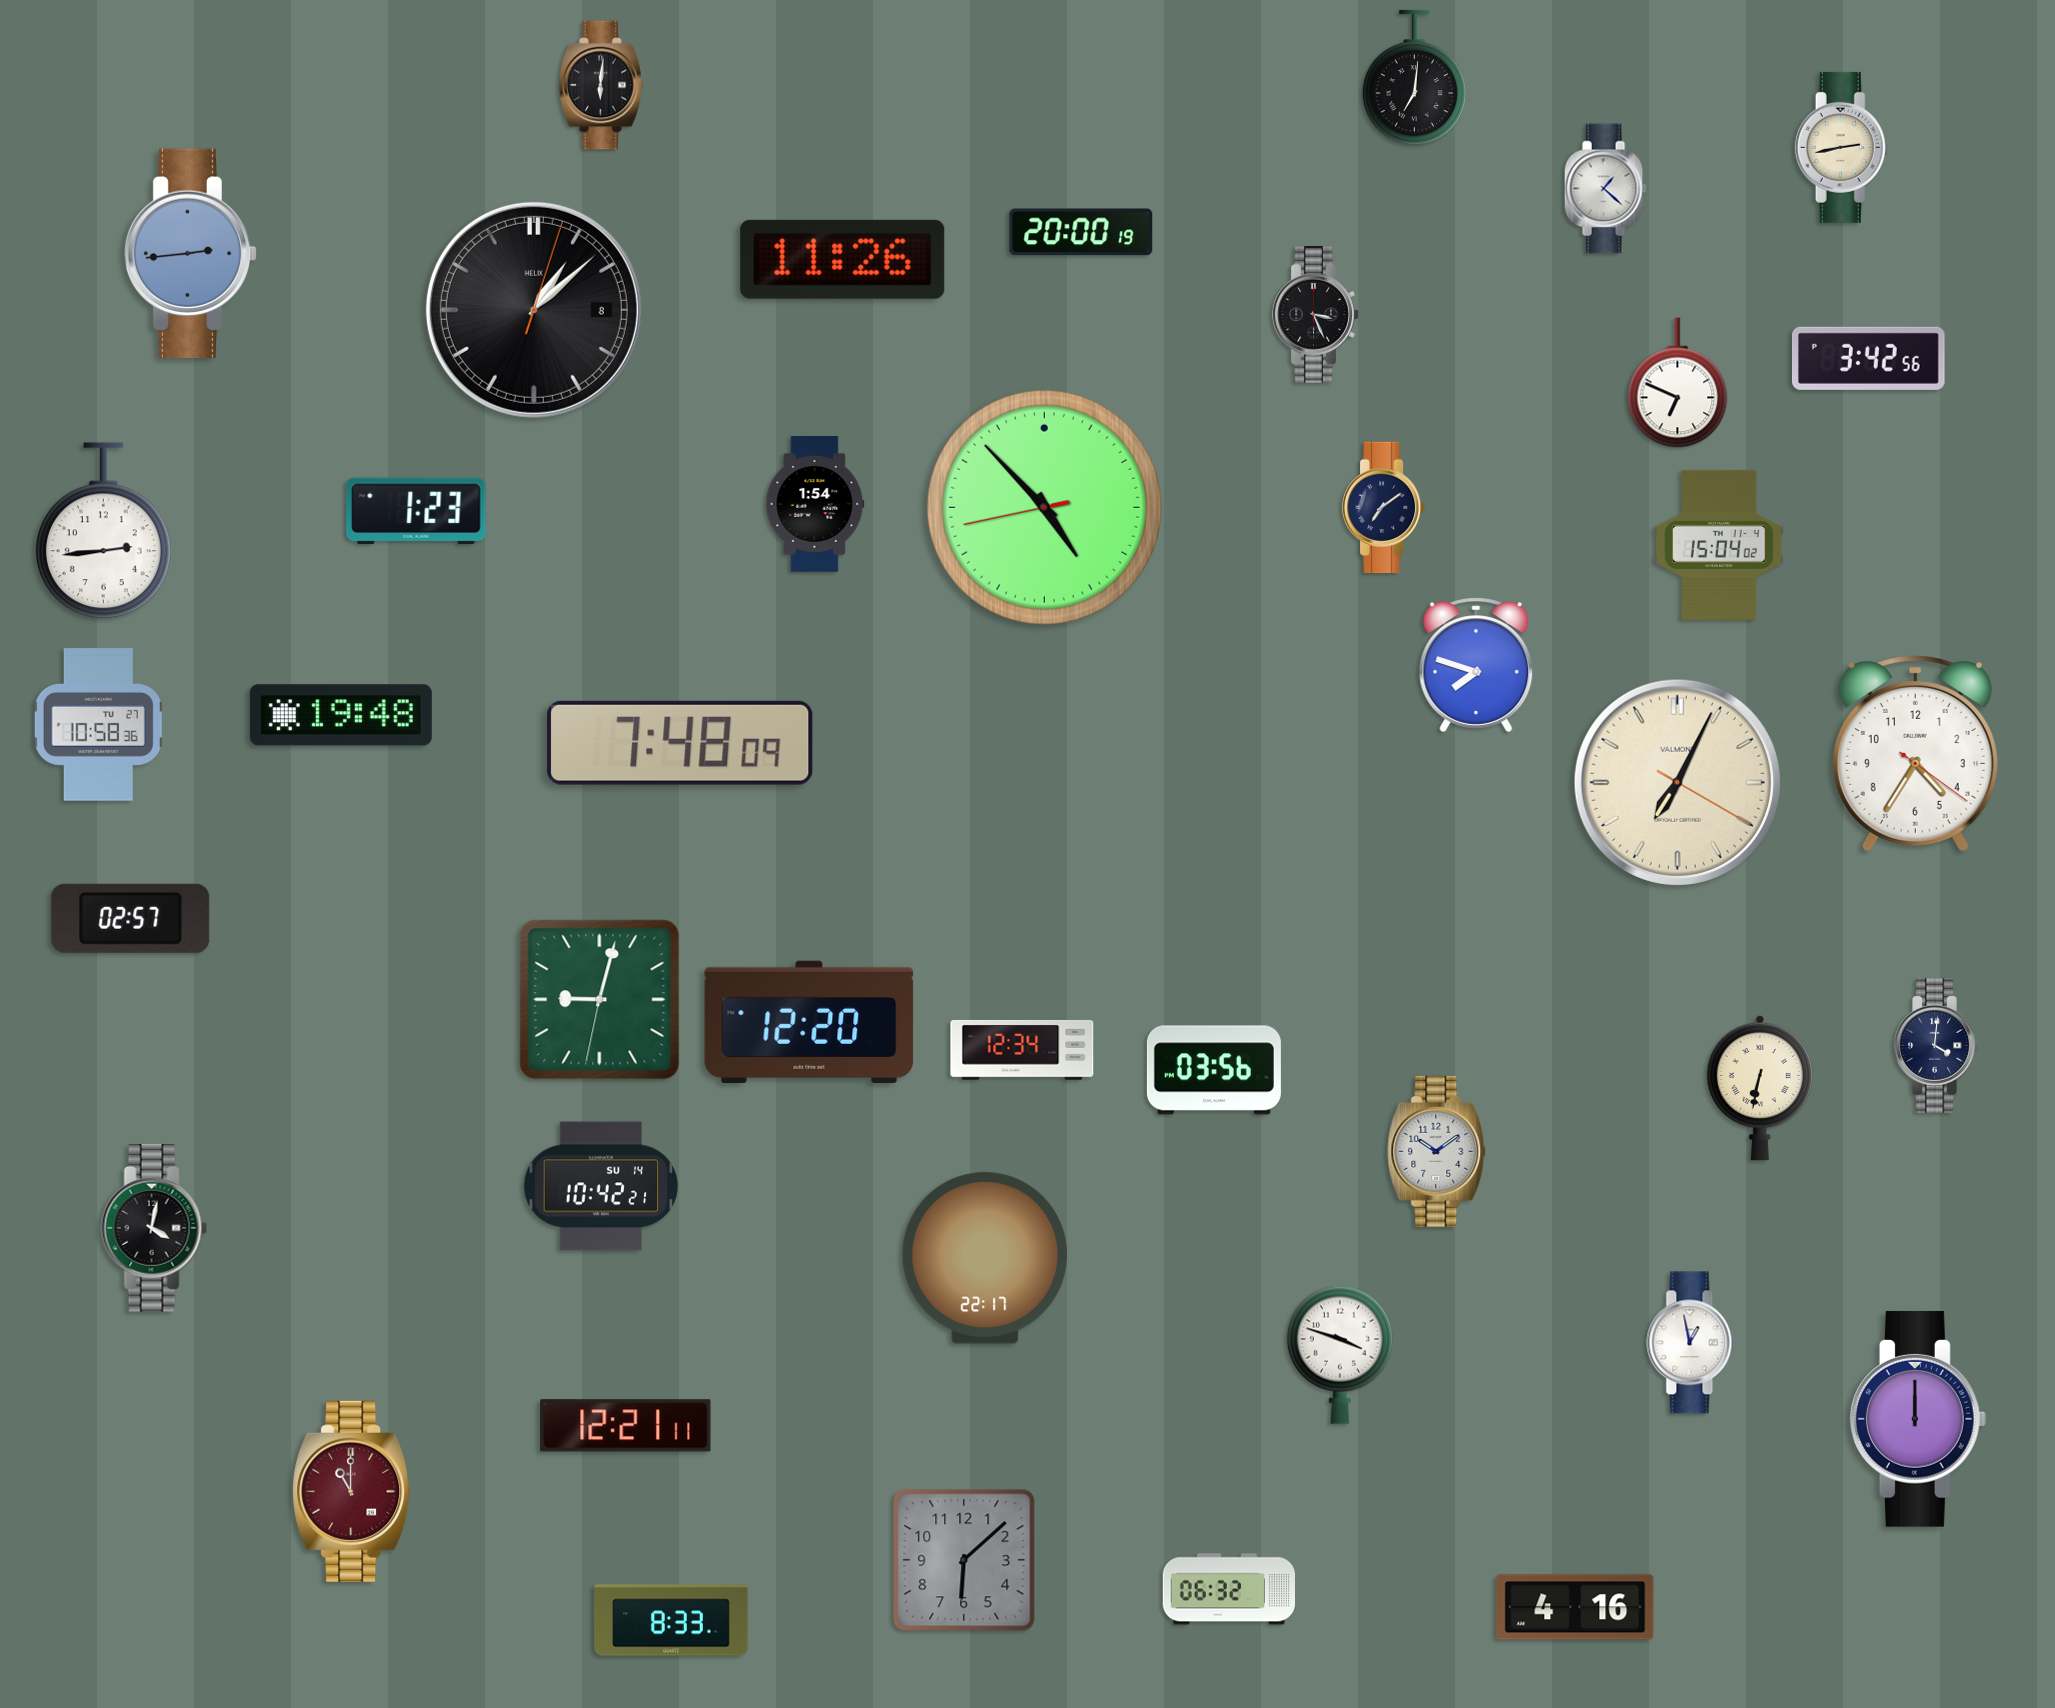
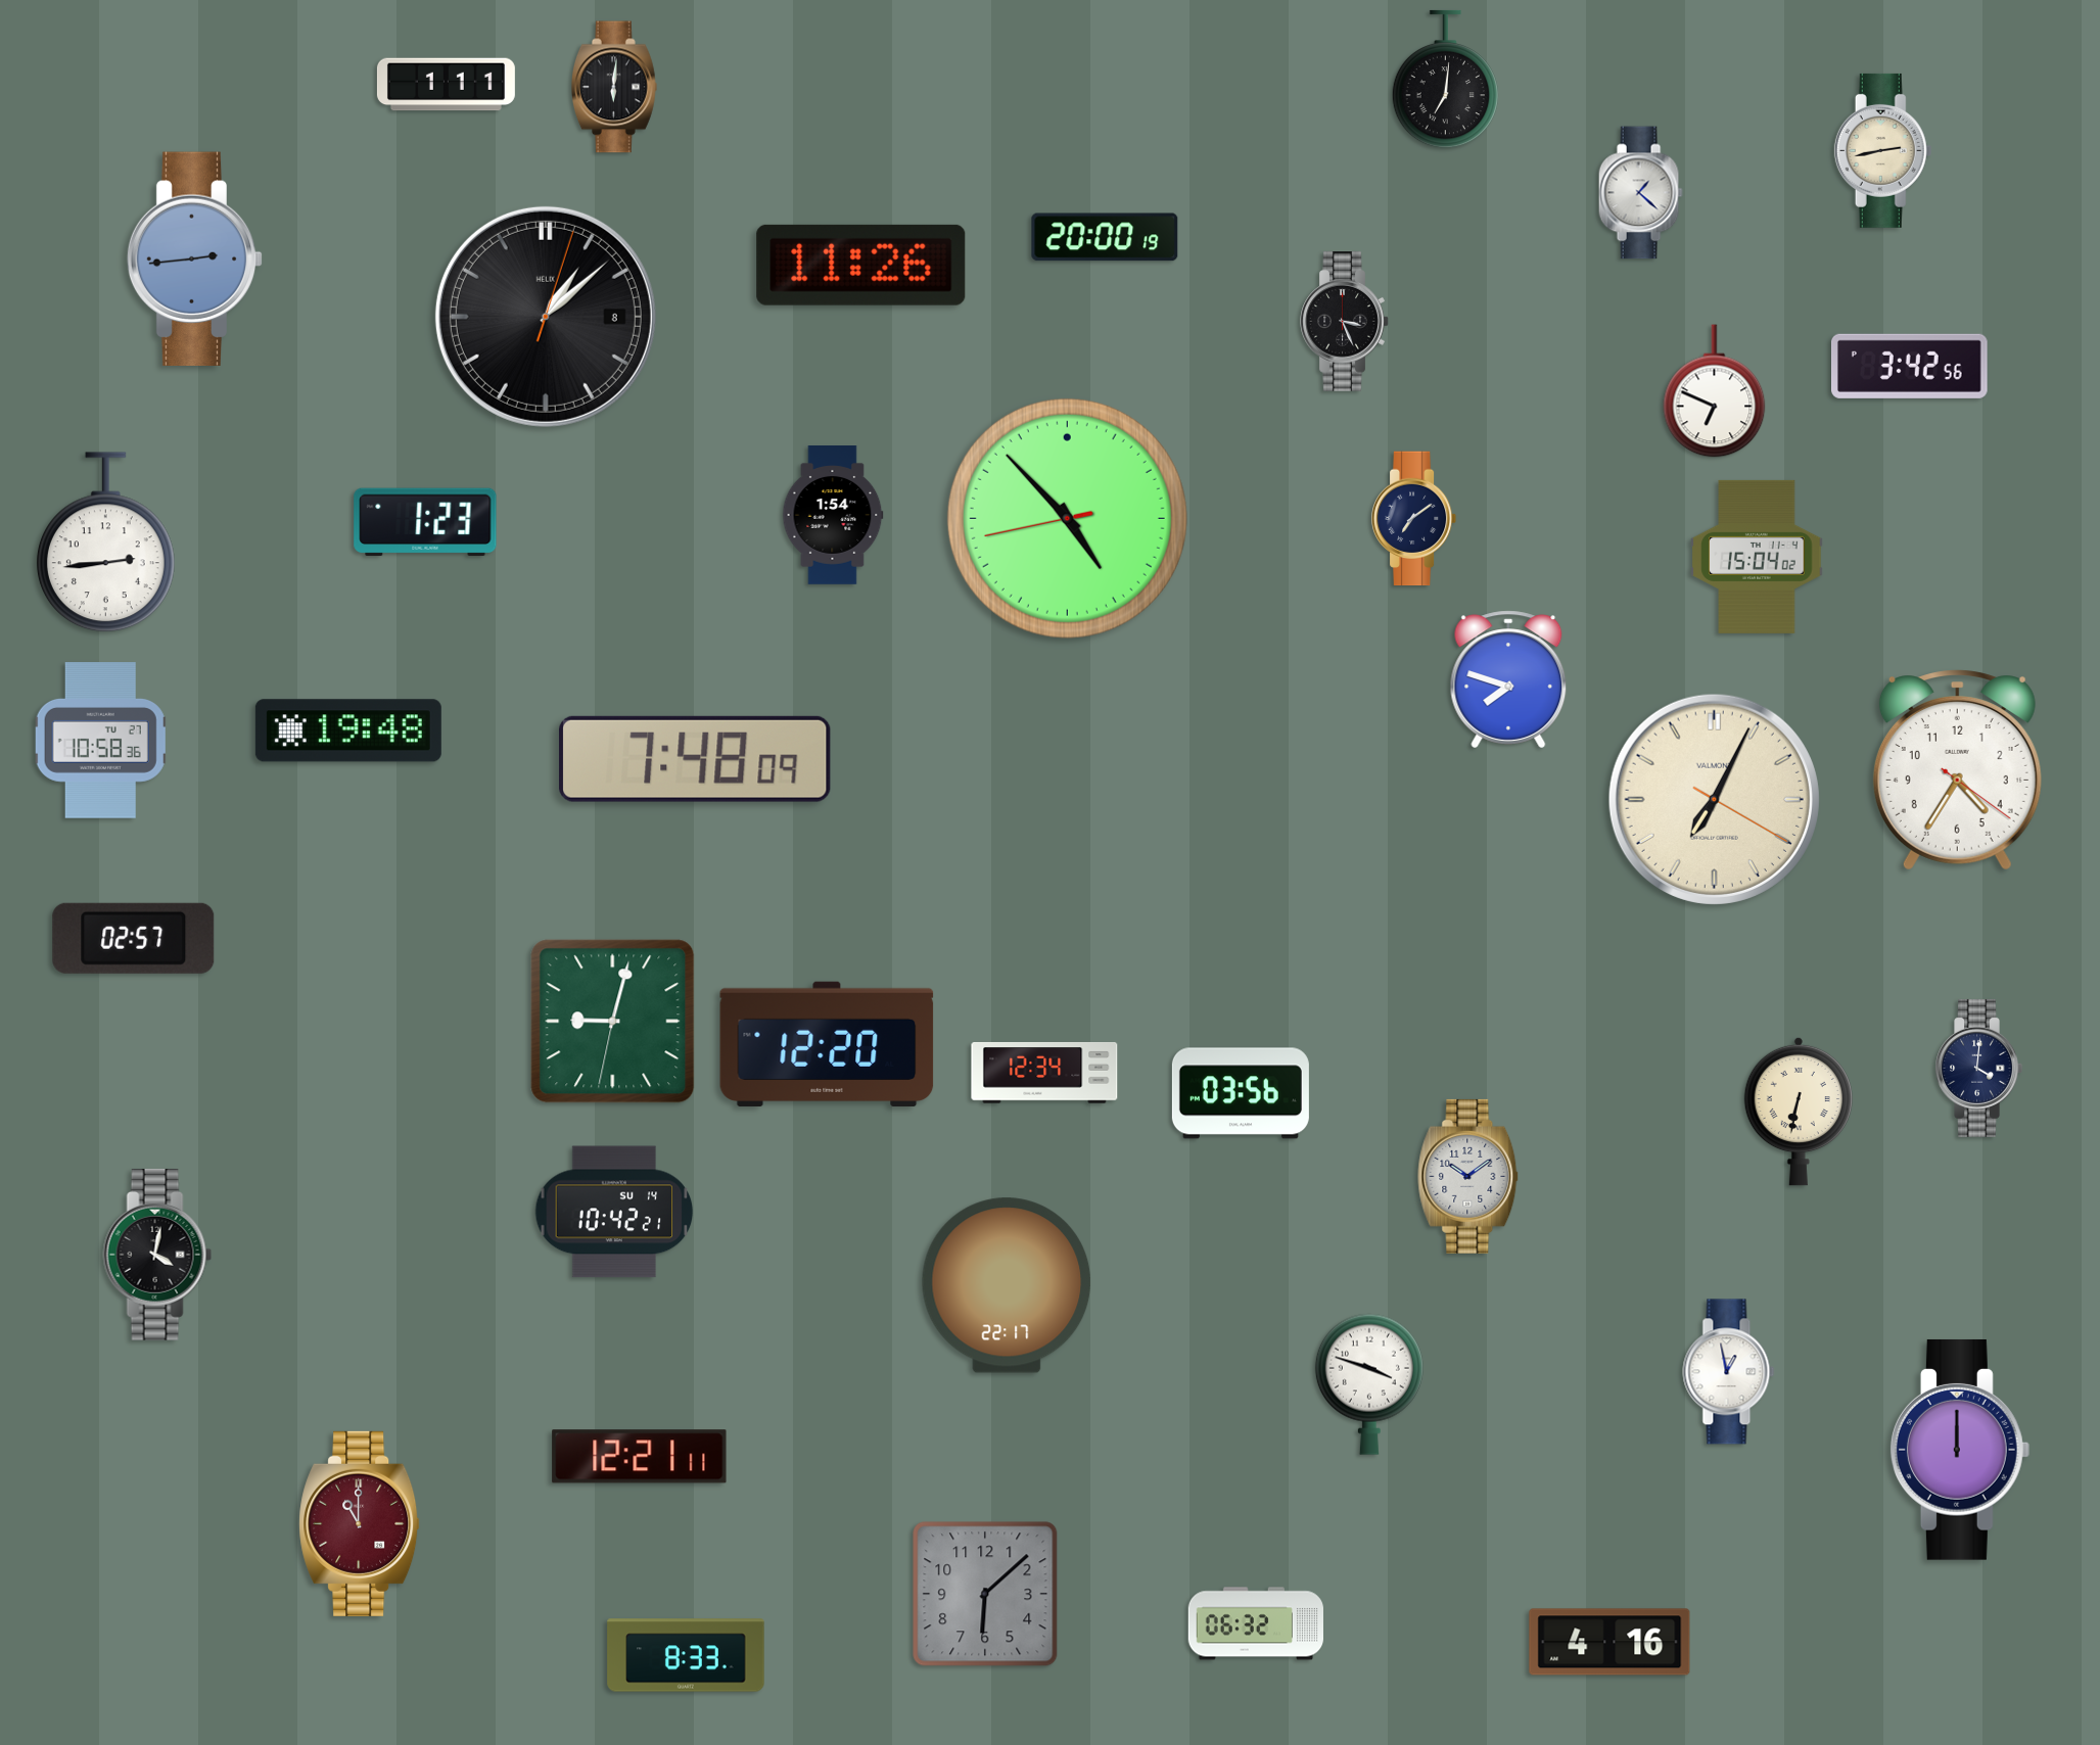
clock at (446, 85): none -> 1:11
